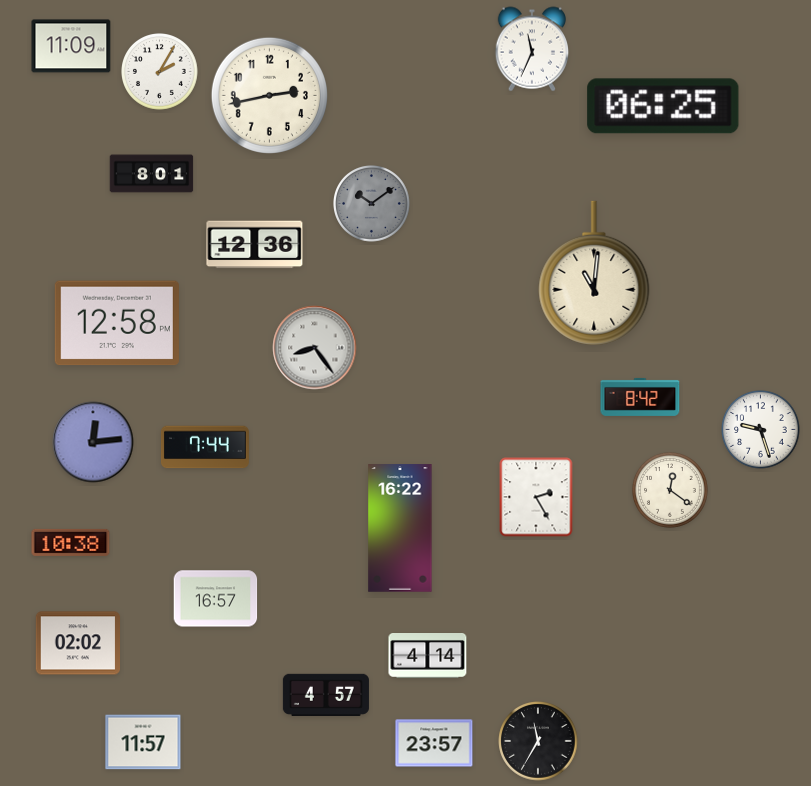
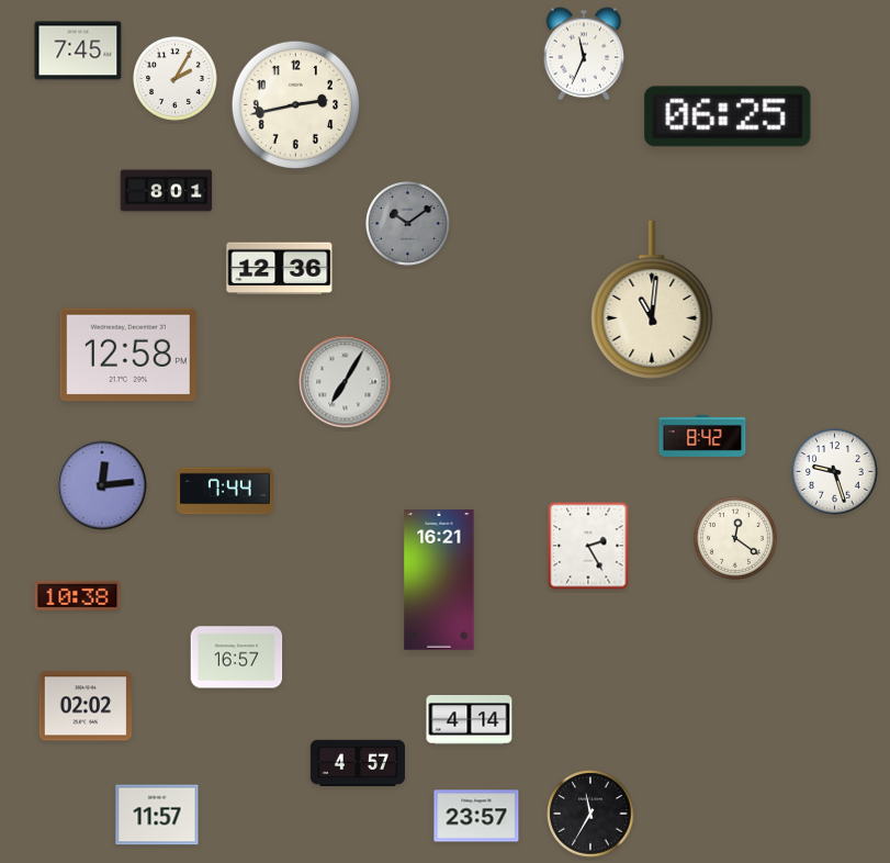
clock at (71, 46): 11:09 -> 7:45
clock at (315, 348): 8:24 -> 7:05
clock at (400, 528): 16:22 -> 16:21
